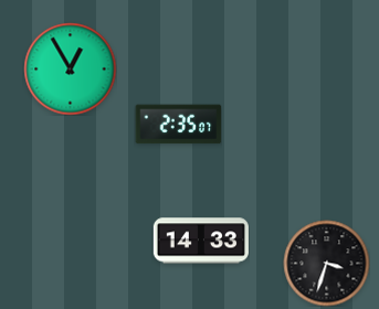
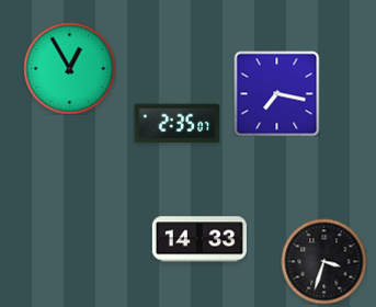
clock at (276, 93): none -> 7:17
